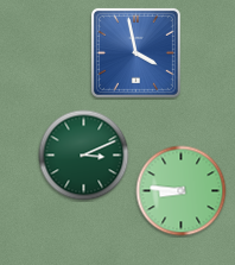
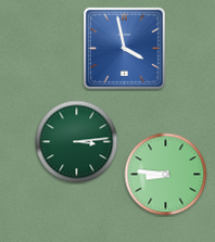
clock at (84, 156): 3:11 -> 3:14
